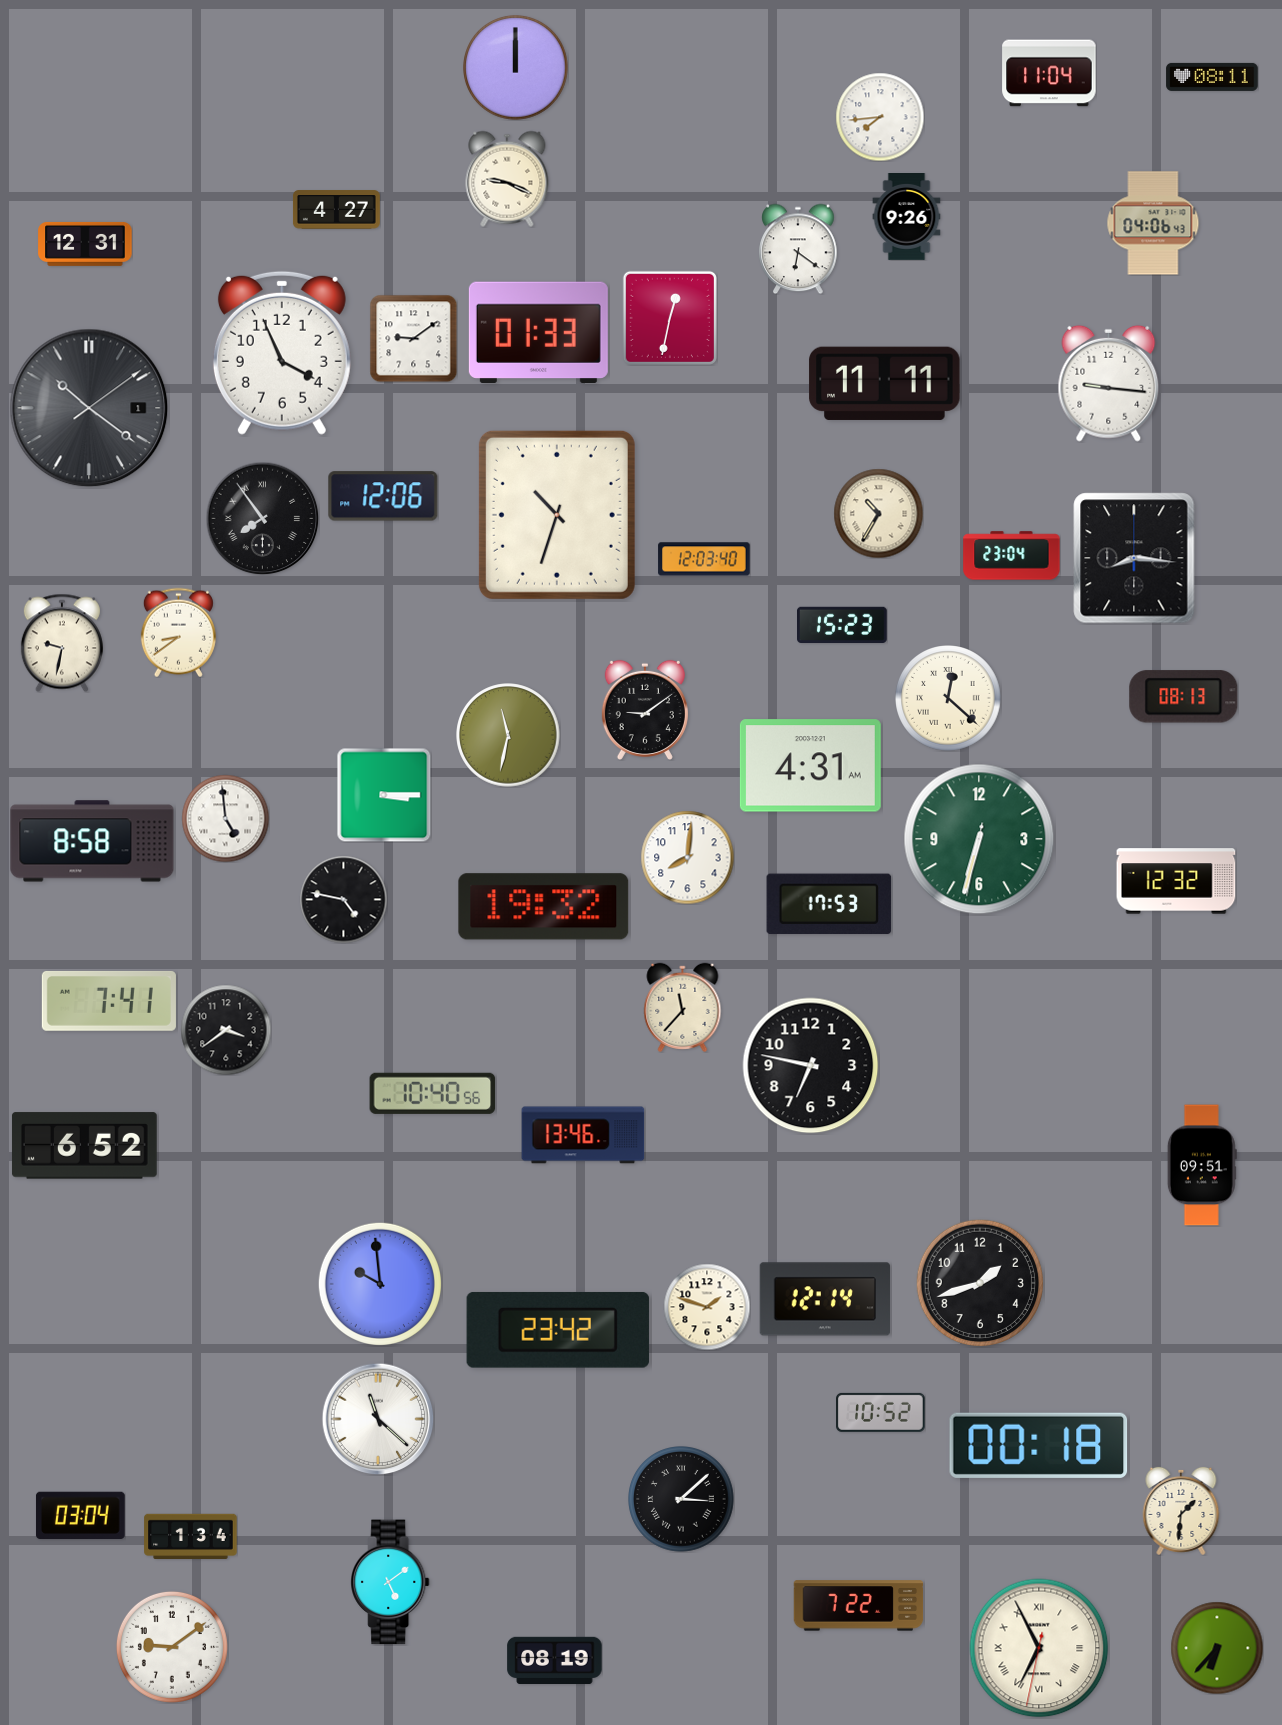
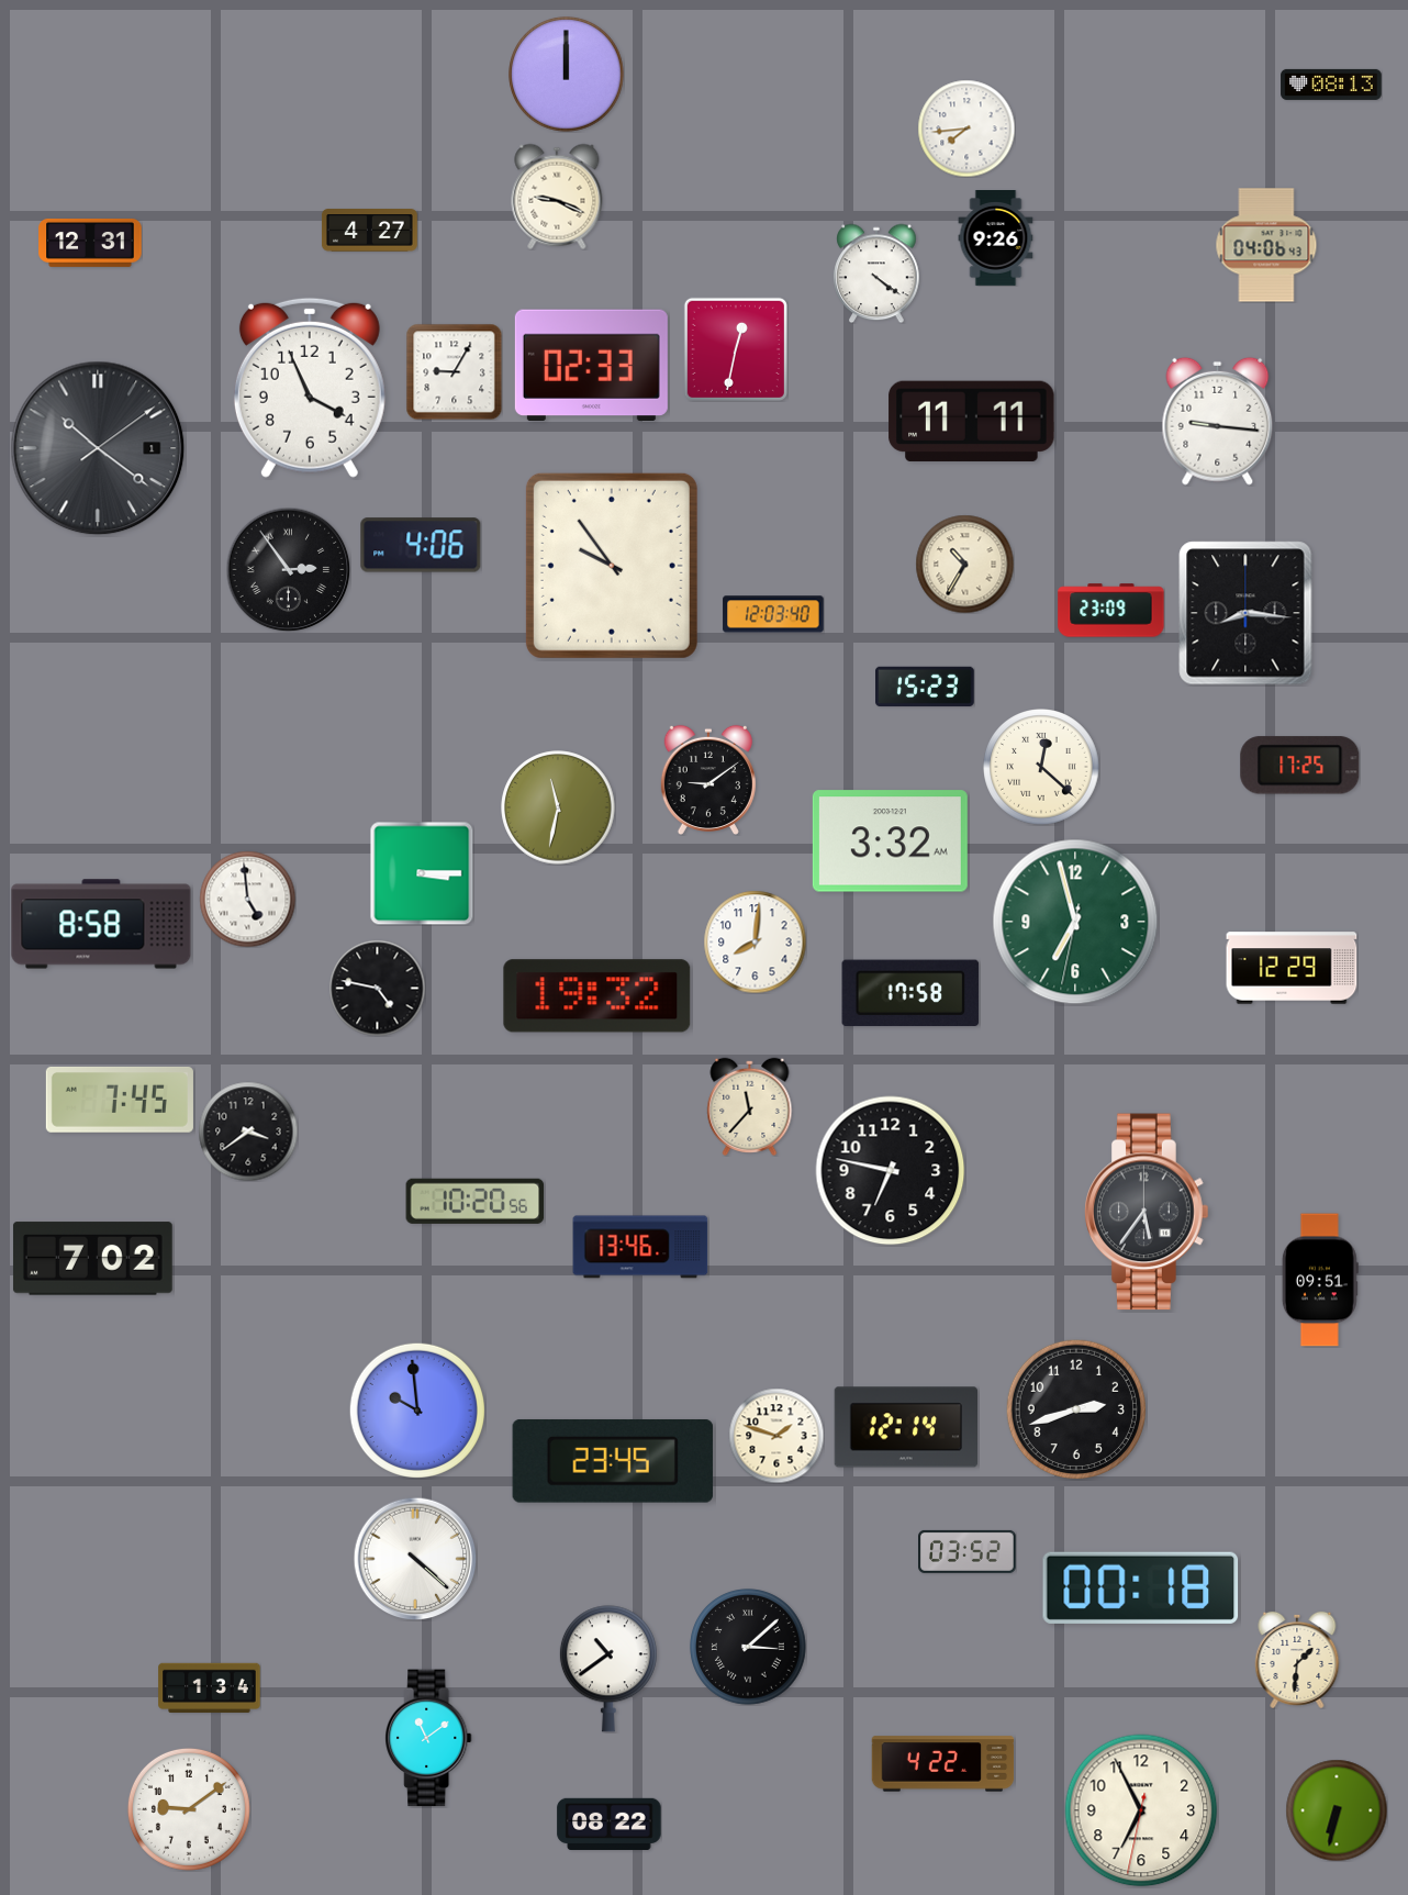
clock at (1049, 73): 11:04 -> none
clock at (1212, 77): 08:11 -> 08:13
clock at (85, 244) position: (85, 244) -> (90, 243)
clock at (798, 249): 6:21 -> 4:21
clock at (538, 332): 01:33 -> 02:33
clock at (413, 338): 9:09 -> 9:05
clock at (383, 496): 12:06 -> 4:06
clock at (557, 515): 10:33 -> 9:54
clock at (262, 518): 7:54 -> 2:54
clock at (1012, 556): 23:04 -> 23:09
clock at (178, 632): 8:39 -> none
clock at (62, 643): 9:32 -> none
clock at (1184, 697): 08:13 -> 17:25
clock at (810, 766): 4:31 -> 3:32
clock at (979, 839): 6:32 -> 6:57
clock at (1176, 881): 12:32 -> 12:29
clock at (829, 904): 17:53 -> 17:58
clock at (109, 1001): 7:41 -> 7:45
clock at (433, 1093): 10:40 -> 10:20
clock at (1147, 1212): none -> 5:36
clock at (84, 1146): 6:52 -> 7:02
clock at (979, 1282): 1:42 -> 2:42
clock at (558, 1330): 23:42 -> 23:45
clock at (881, 1412): 10:52 -> 03:52
clock at (378, 1419): 11:22 -> 4:22
clock at (80, 1516): 03:04 -> none
clock at (608, 1669): none -> 10:39
clock at (390, 1582): 5:09 -> 11:09
clock at (859, 1606): 7:22 -> 4:22
clock at (1039, 1648) numerals: Roman -> Arabic
clock at (1217, 1648): 6:37 -> 6:32
clock at (555, 1660): 08:19 -> 08:22
